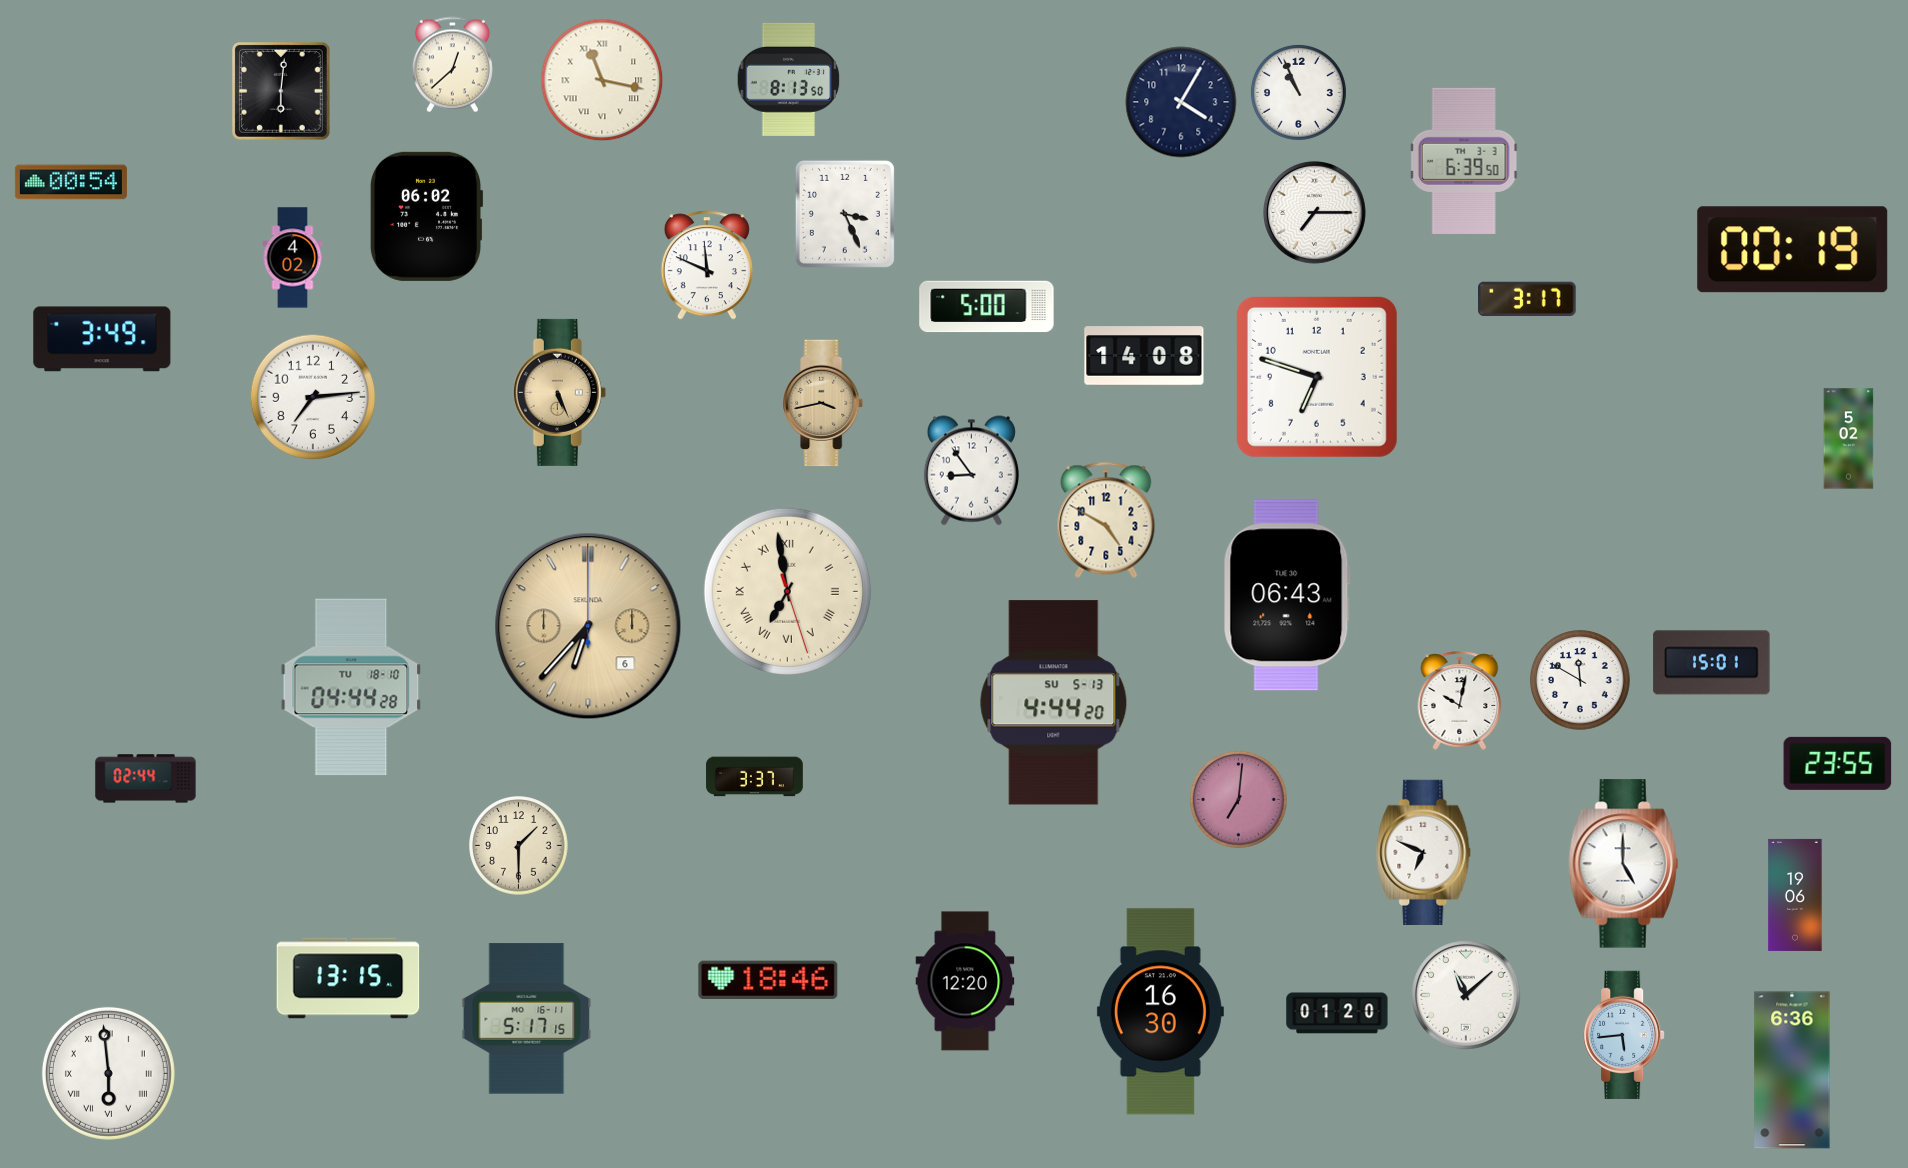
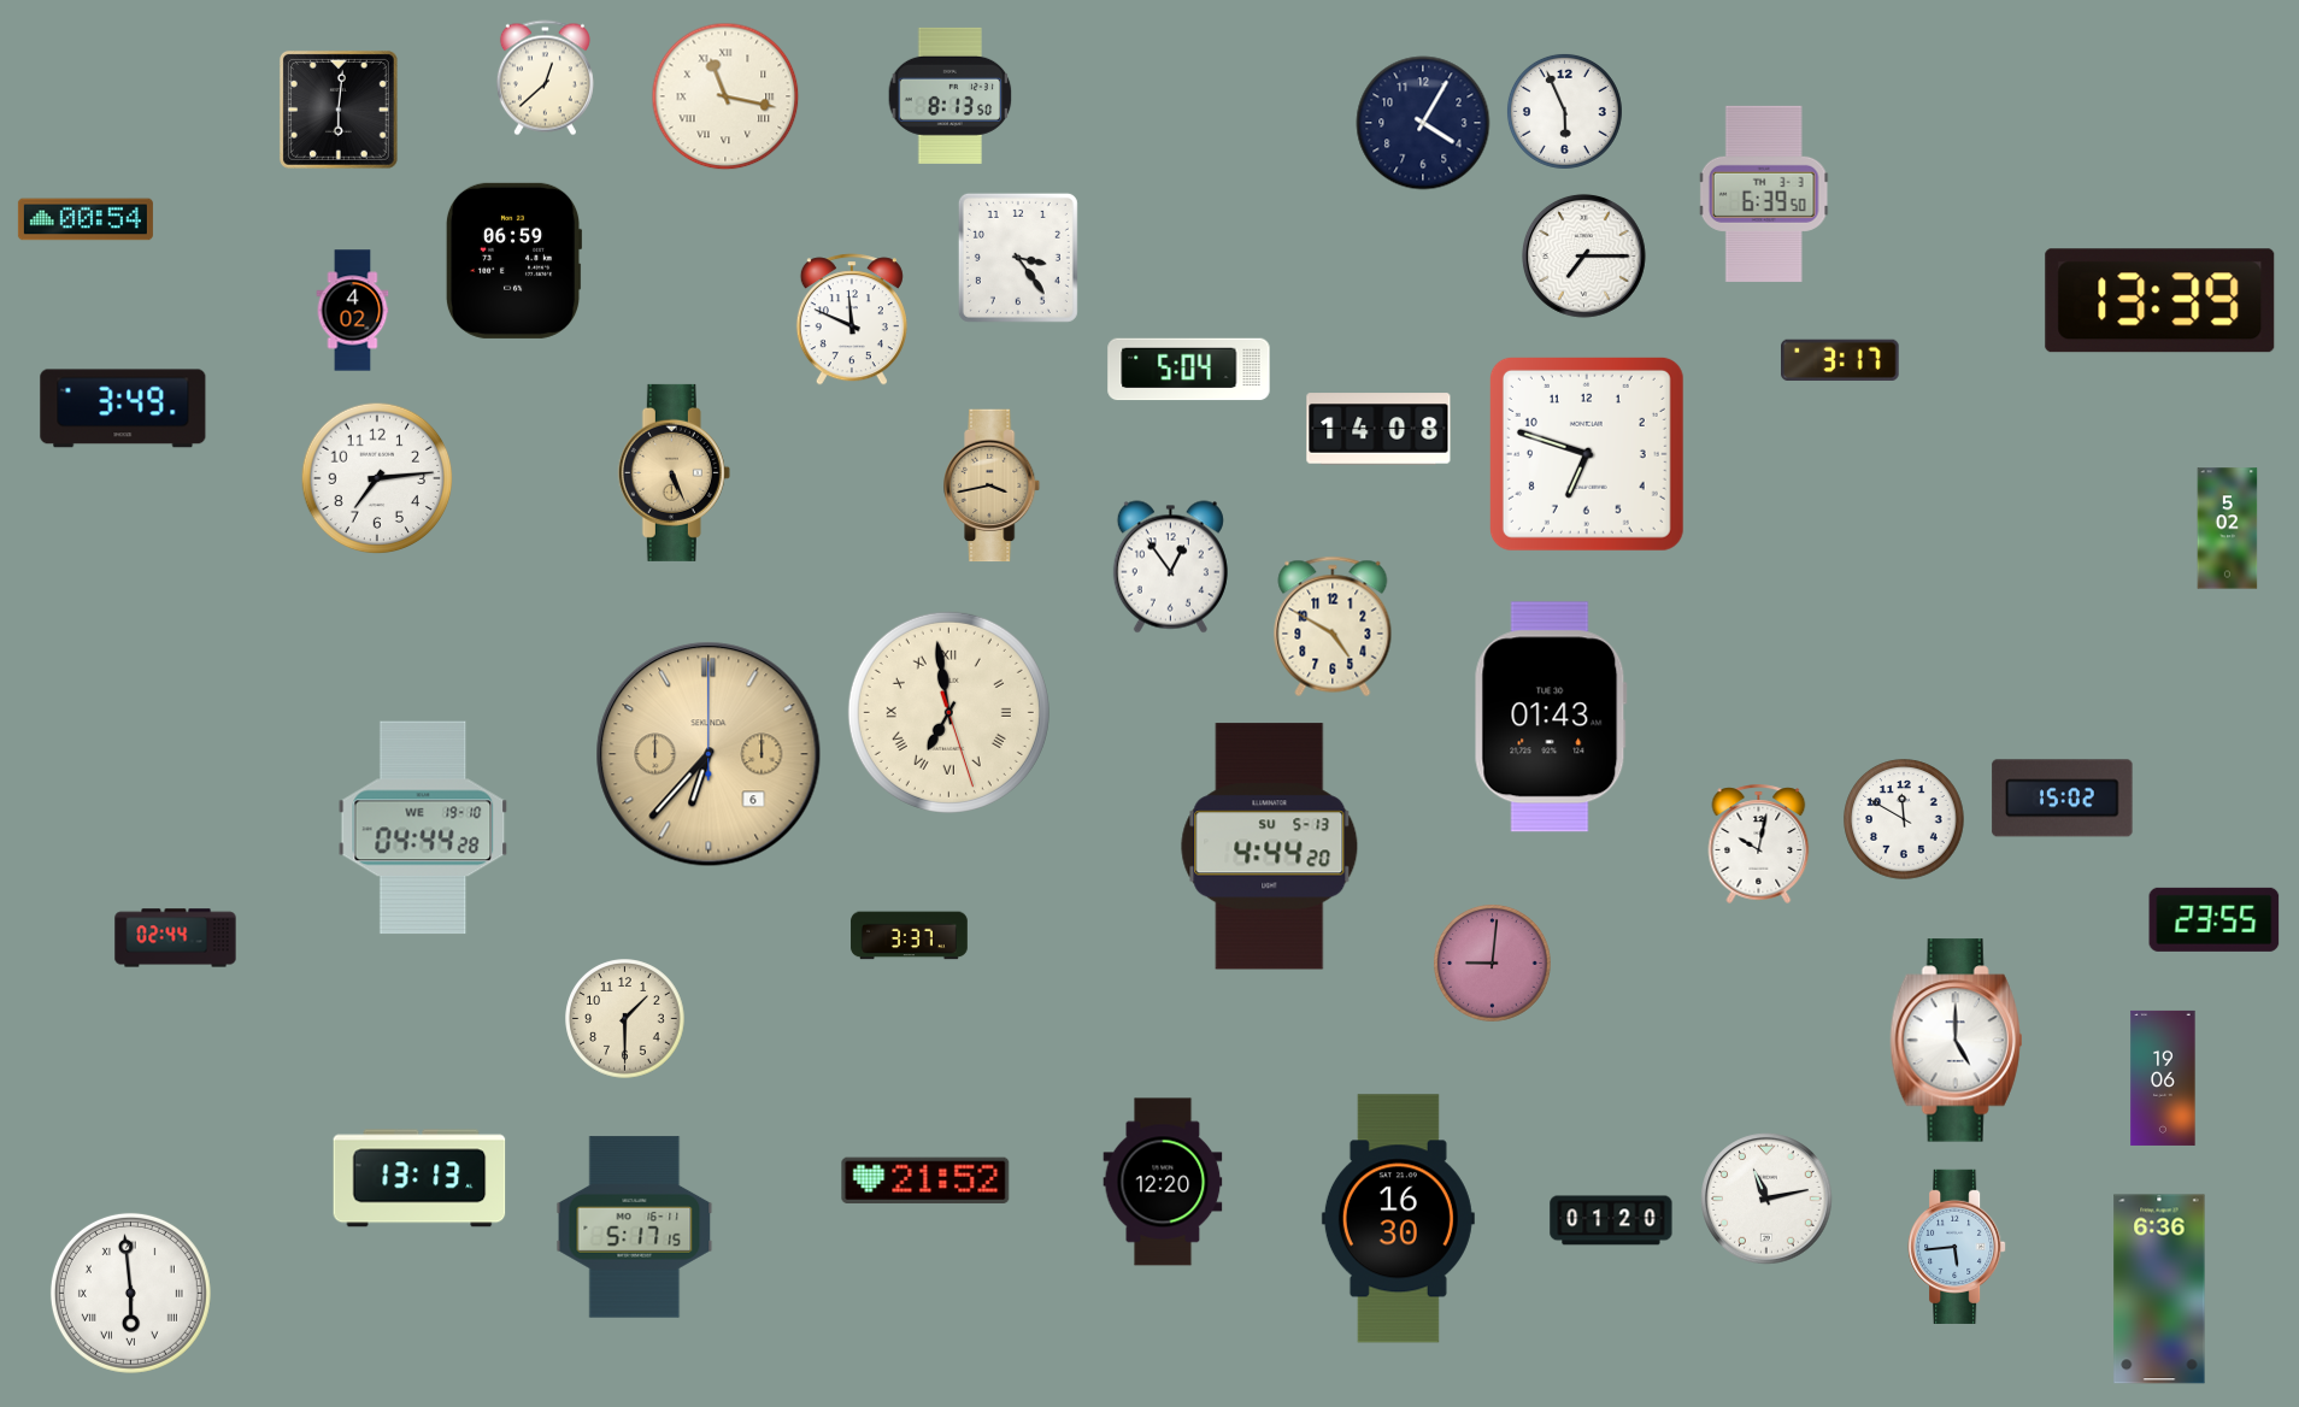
clock at (1298, 92): 10:56 -> 5:56
clock at (845, 214): 3:26 -> 3:24
clock at (426, 216): 06:02 -> 06:59
clock at (1793, 250): 00:19 -> 13:39
clock at (987, 307): 5:00 -> 5:04
clock at (971, 471): 8:54 -> 12:54
clock at (1287, 595): 06:43 -> 01:43
clock at (1712, 663): 15:01 -> 15:02
clock at (351, 687) date: TU 18-10 -> WE 19-10
clock at (1239, 800): 7:01 -> 9:01
clock at (1424, 852): 6:49 -> none
clock at (348, 978): 13:15 -> 13:13
clock at (768, 980): 18:46 -> 21:52
clock at (1466, 995): 11:08 -> 11:13
